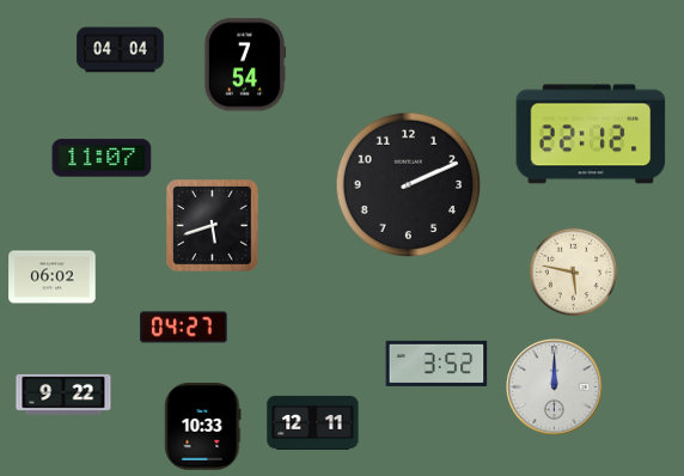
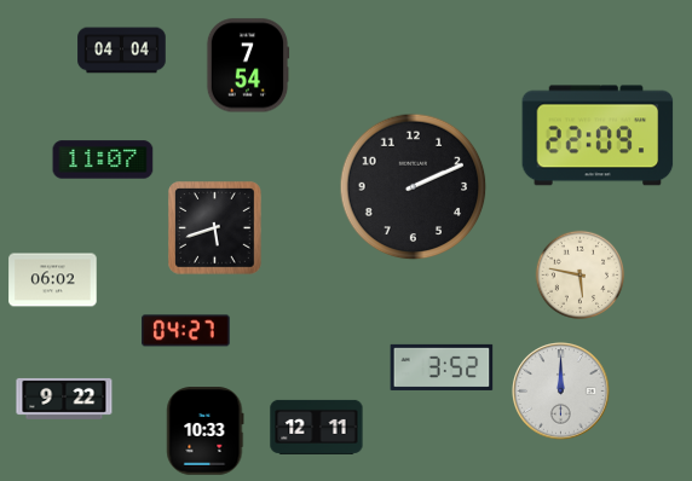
clock at (591, 134): 22:12 -> 22:09
